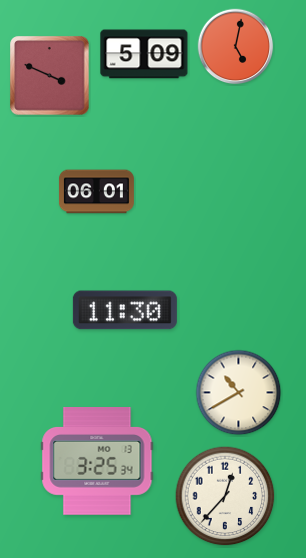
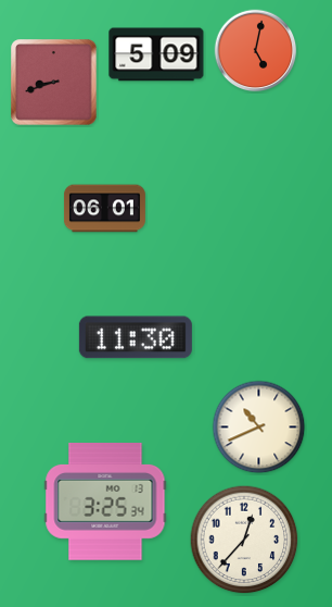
clock at (144, 54) position: (144, 54) -> (156, 54)
clock at (50, 76): 3:49 -> 8:42
clock at (239, 393): 10:40 -> 10:41
